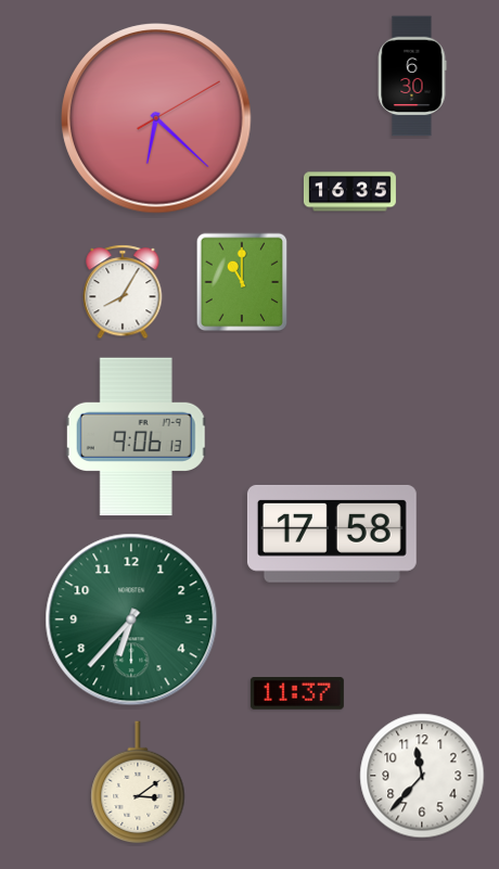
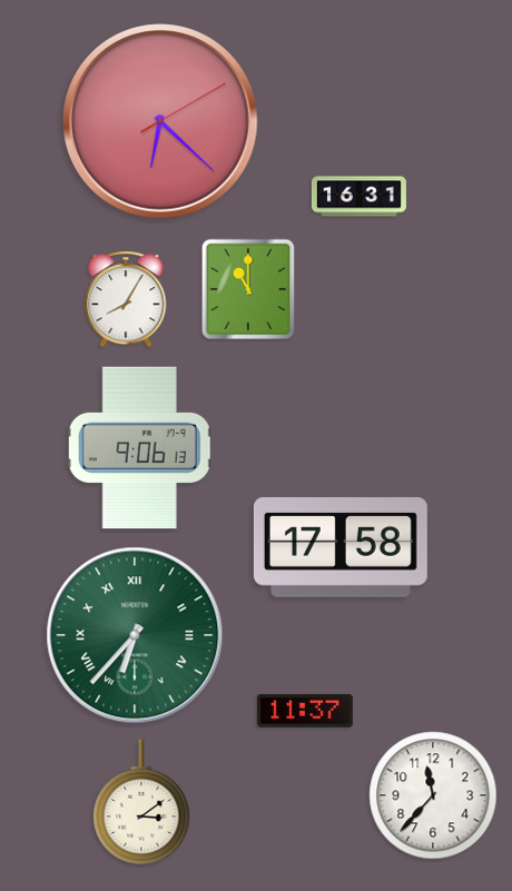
clock at (412, 76): 6:30 -> none
clock at (349, 192): 16:35 -> 16:31
clock at (131, 619) numerals: Arabic -> Roman
